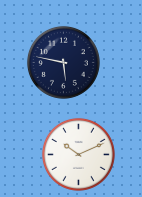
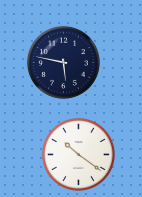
clock at (78, 154): 10:11 -> 10:21
